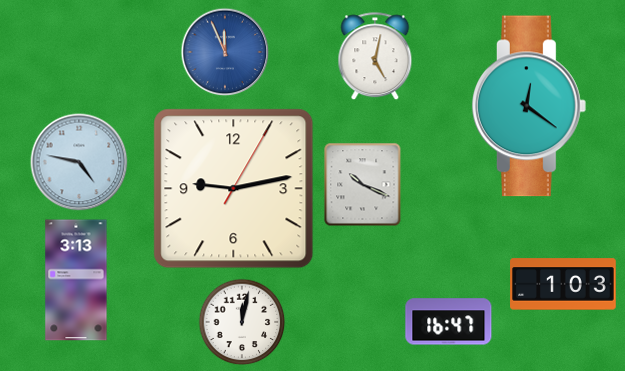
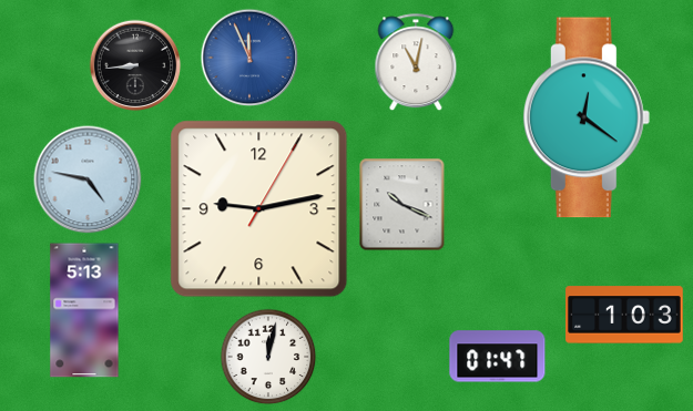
clock at (375, 57): 5:02 -> 11:02
clock at (135, 65): none -> 8:44
clock at (76, 280): 3:13 -> 5:13
clock at (449, 322): 16:47 -> 01:47
